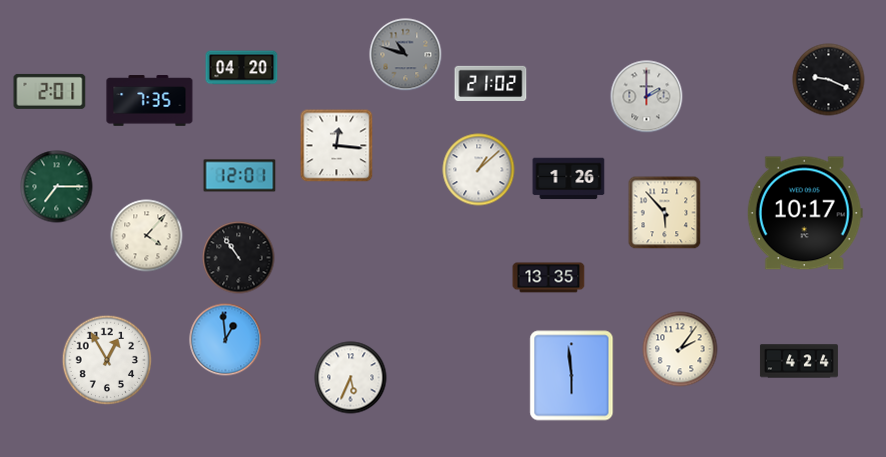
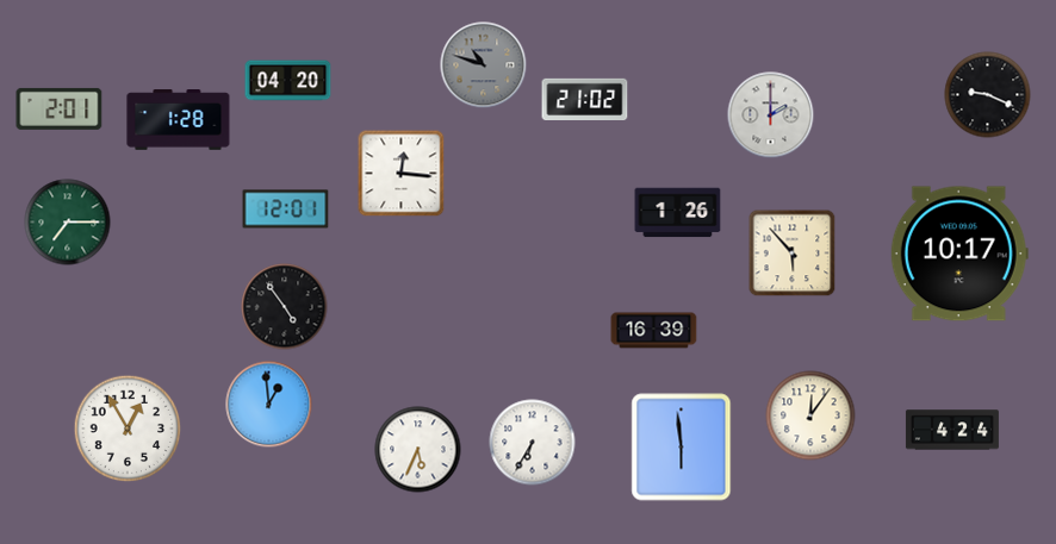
clock at (150, 101): 7:35 -> 1:28
clock at (479, 170): 1:08 -> none
clock at (147, 236): 4:07 -> none
clock at (239, 258): 10:54 -> 4:54
clock at (549, 278): 13:35 -> 16:39
clock at (680, 349): 2:06 -> 12:06
clock at (533, 443): none -> 6:35
